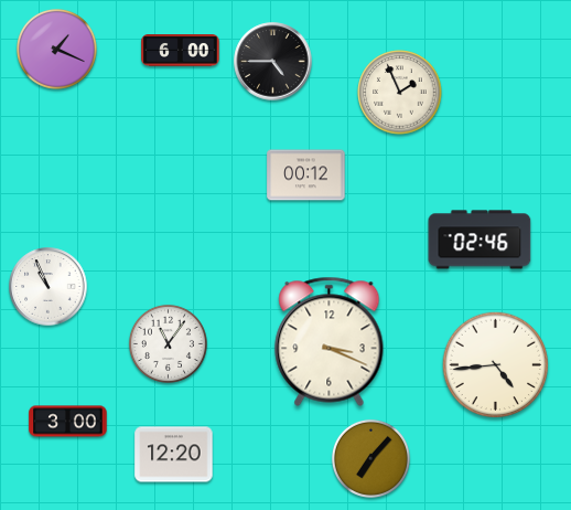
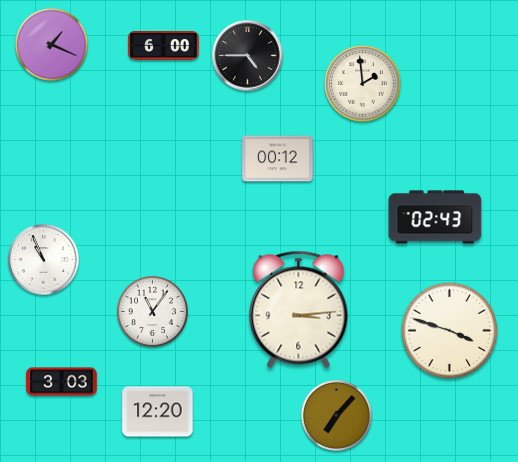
clock at (400, 93): 1:56 -> 1:59
clock at (480, 240): 02:46 -> 02:43
clock at (330, 341): 3:19 -> 3:14
clock at (496, 365): 4:44 -> 3:48
clock at (68, 422): 3:00 -> 3:03
